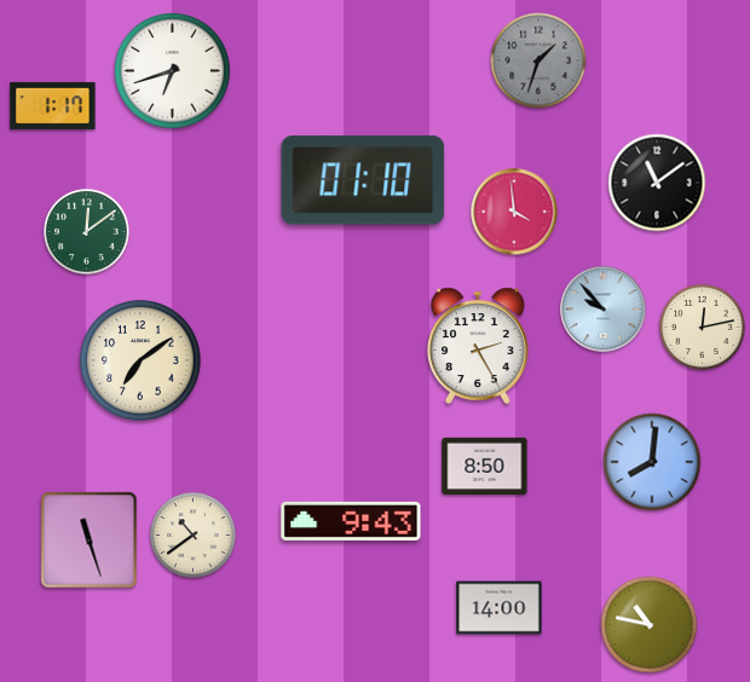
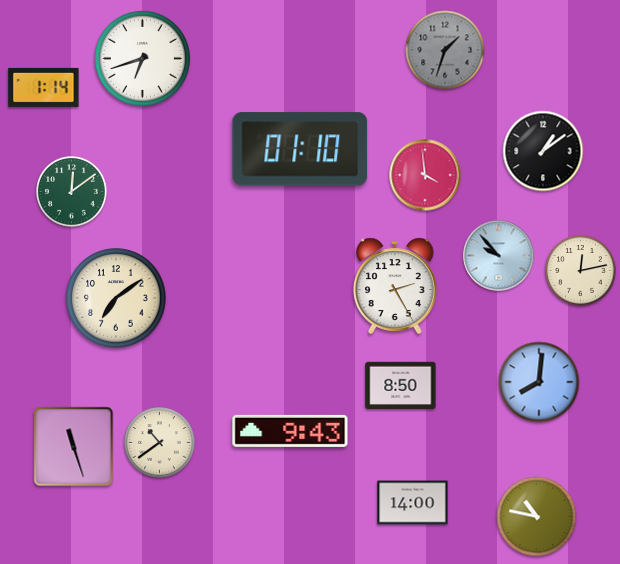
clock at (53, 105): 1:17 -> 1:14
clock at (657, 183): 11:09 -> 1:09
